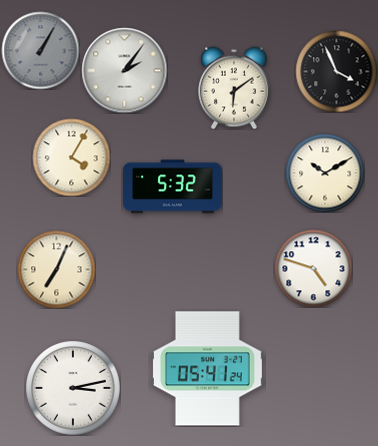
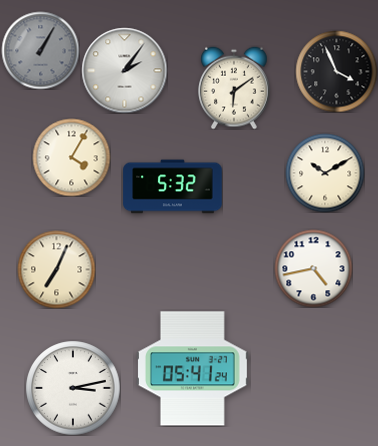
clock at (313, 268): 4:48 -> 4:43
clock at (207, 369) position: (207, 369) -> (192, 369)
